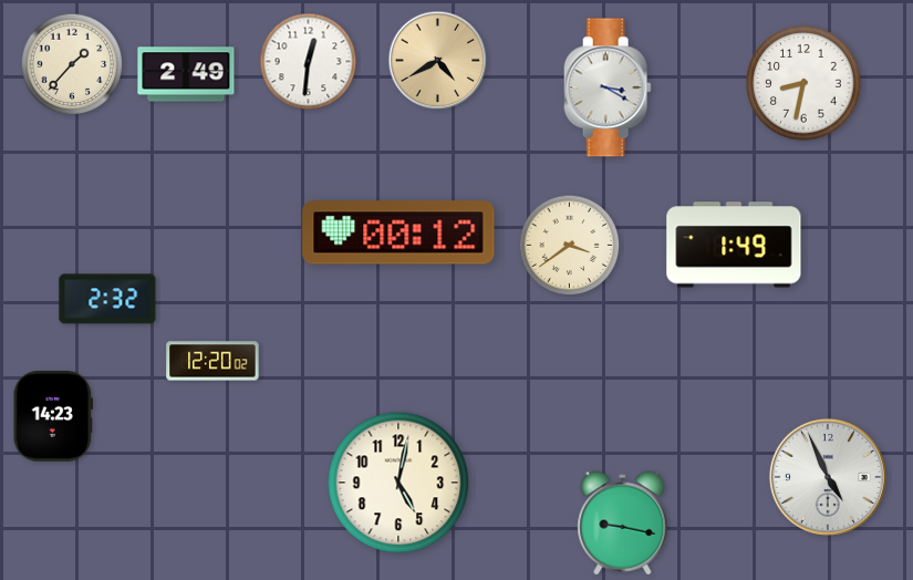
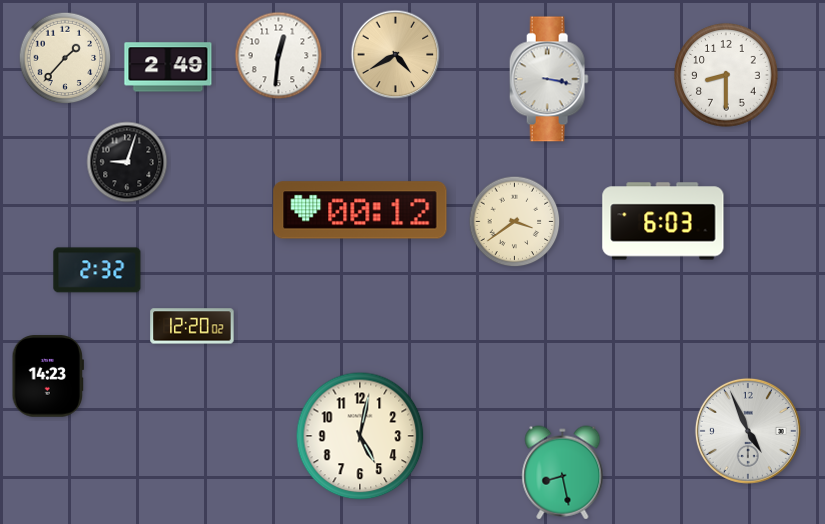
clock at (803, 83): 8:32 -> 8:30
clock at (608, 87): 3:20 -> 3:17
clock at (127, 162): none -> 9:03
clock at (734, 245): 1:49 -> 6:03
clock at (623, 524): 9:17 -> 8:28
